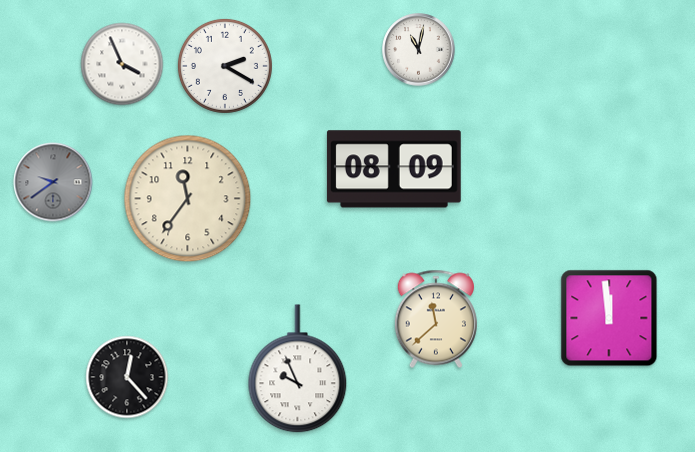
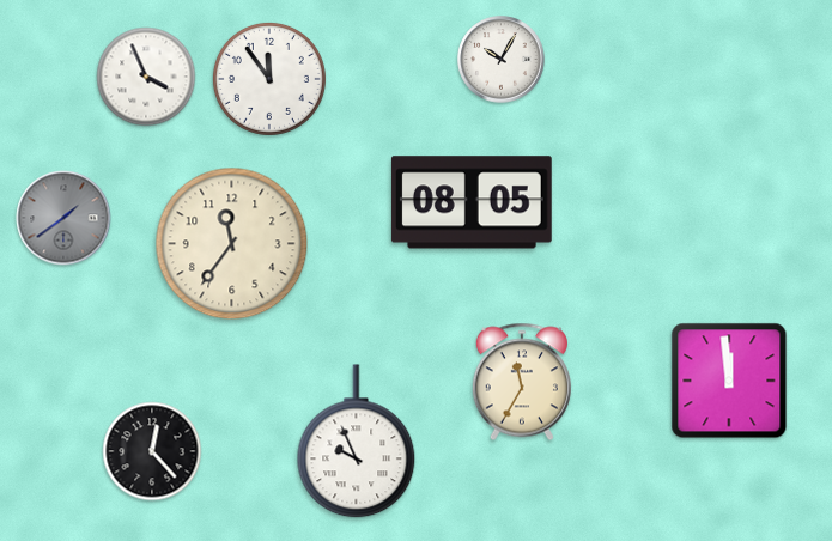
clock at (419, 50): 11:02 -> 10:05
clock at (225, 66): 2:20 -> 11:54
clock at (394, 169): 08:09 -> 08:05
clock at (53, 182): 9:39 -> 1:39
clock at (188, 199) position: (188, 199) -> (232, 244)
clock at (436, 319): 11:38 -> 11:35
